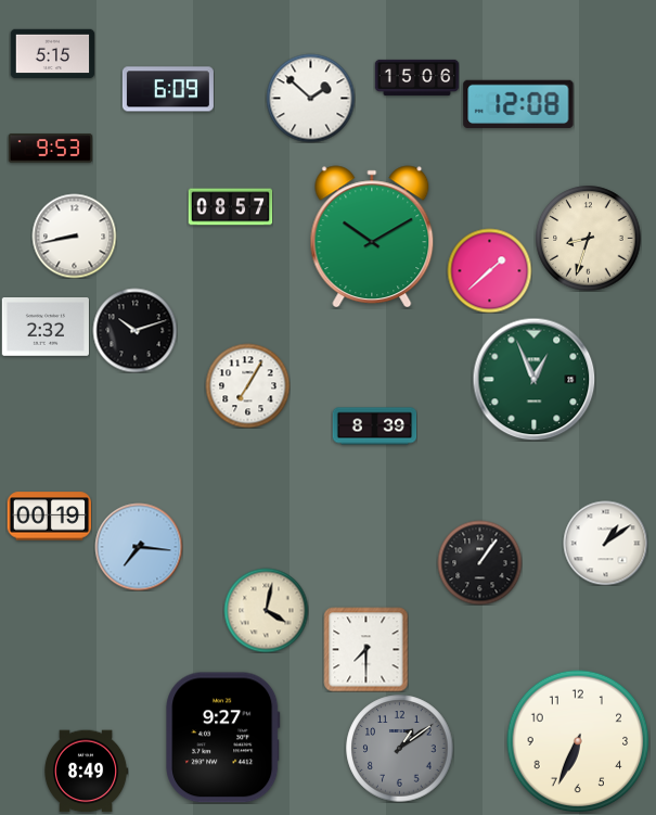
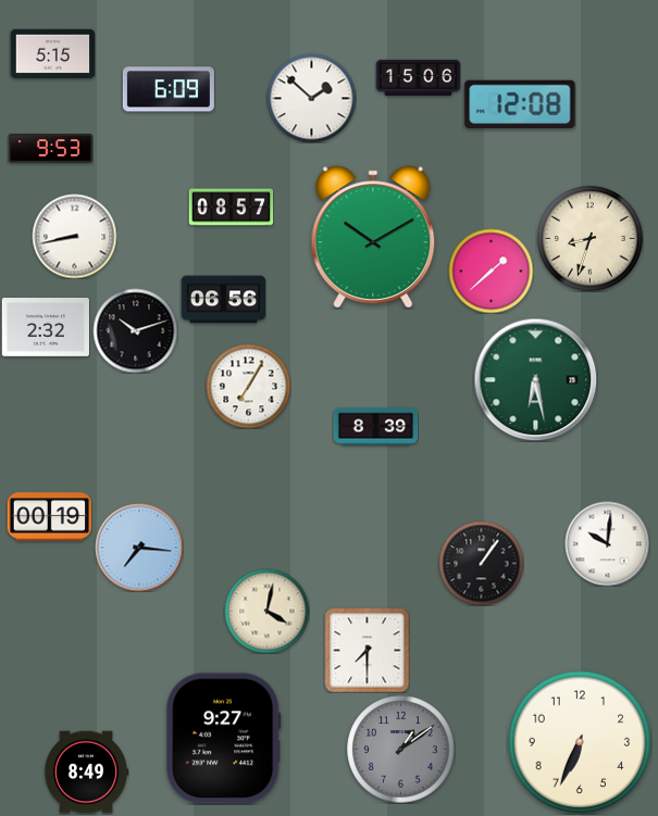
clock at (223, 300): none -> 06:56
clock at (533, 379): 12:56 -> 6:28
clock at (605, 543): 1:09 -> 10:01
